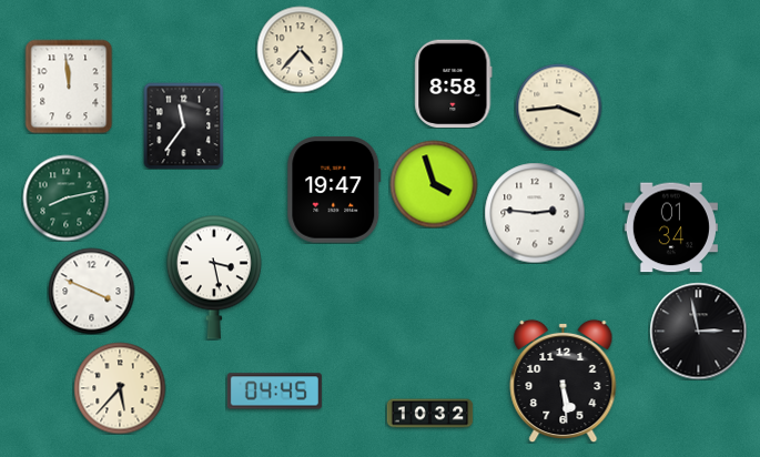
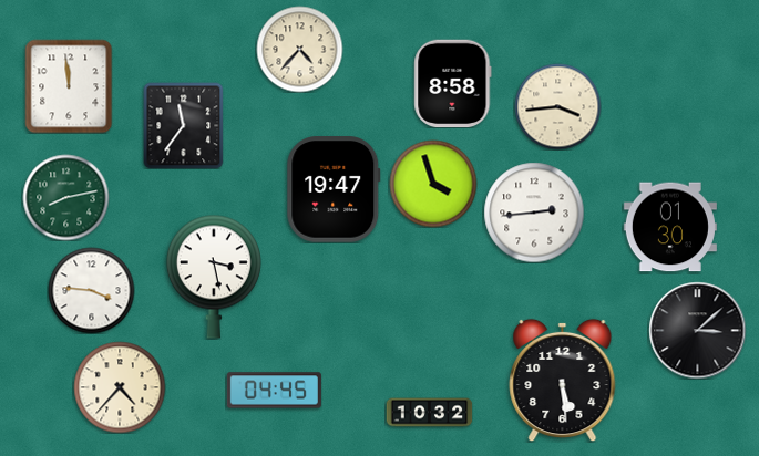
clock at (535, 213): 2:46 -> 2:44
clock at (671, 227): 01:34 -> 01:30
clock at (91, 291): 3:49 -> 3:46
clock at (698, 331): 2:58 -> 3:08
clock at (120, 388): 5:37 -> 4:37
